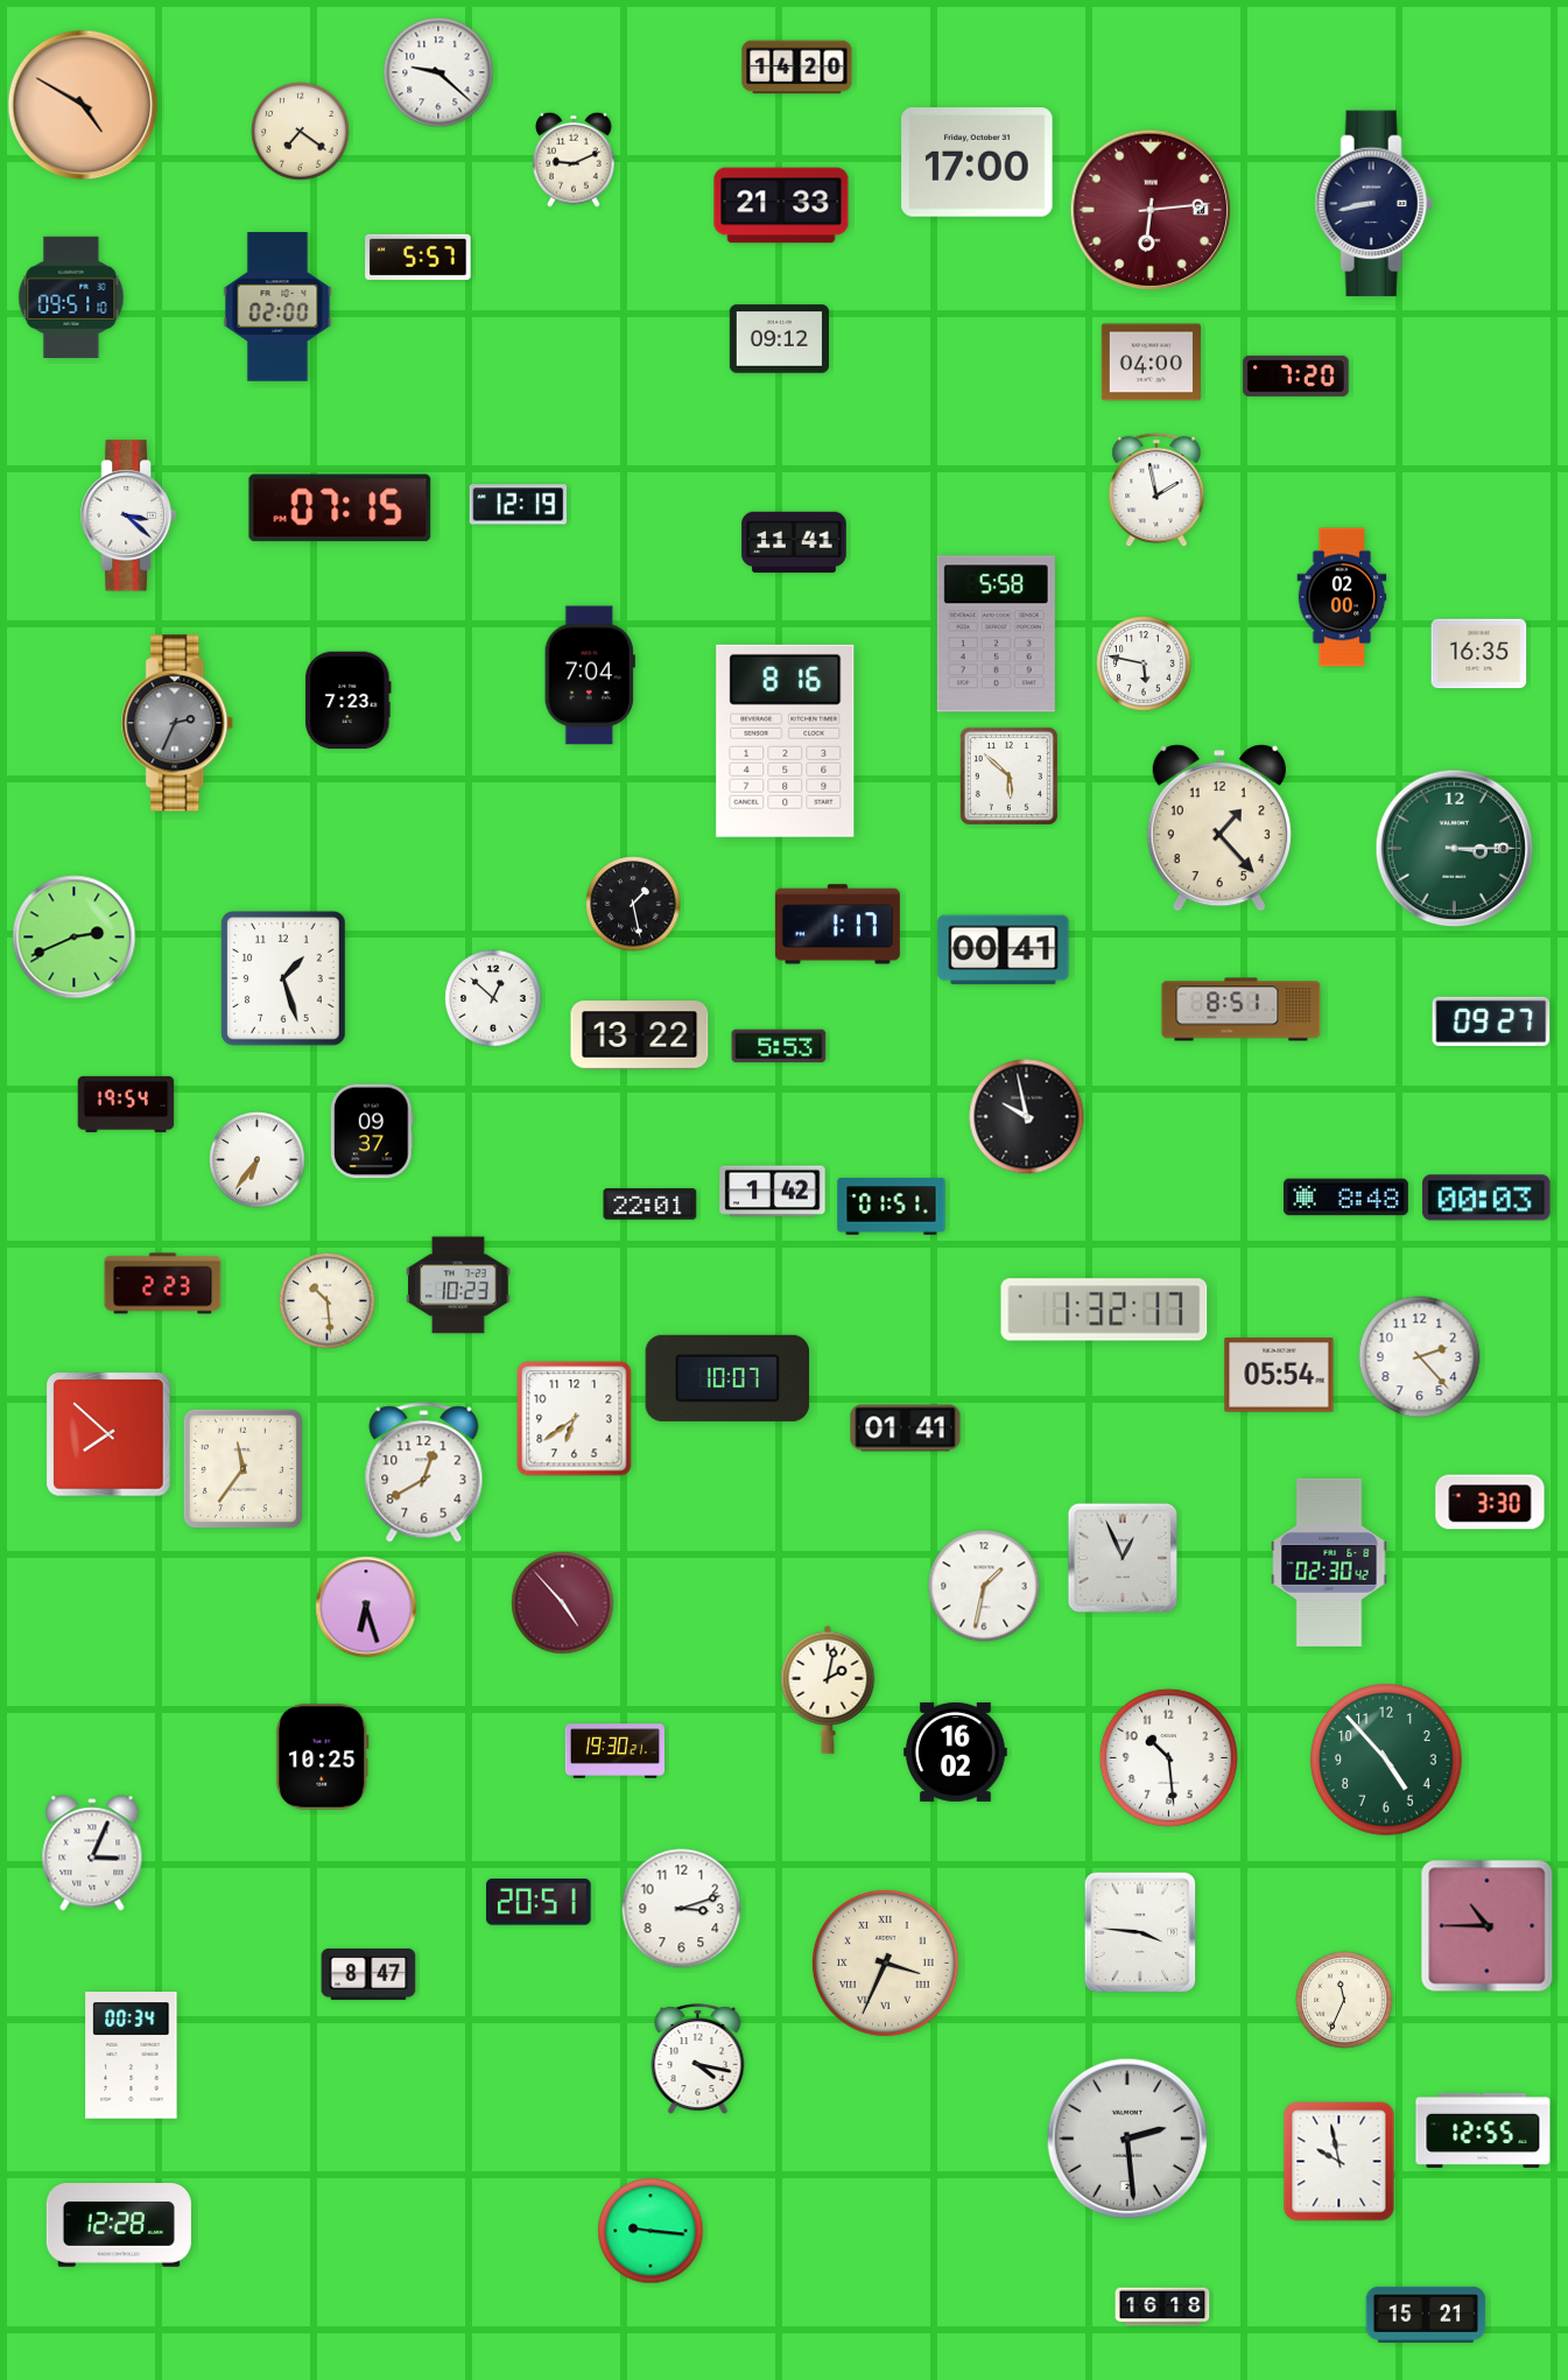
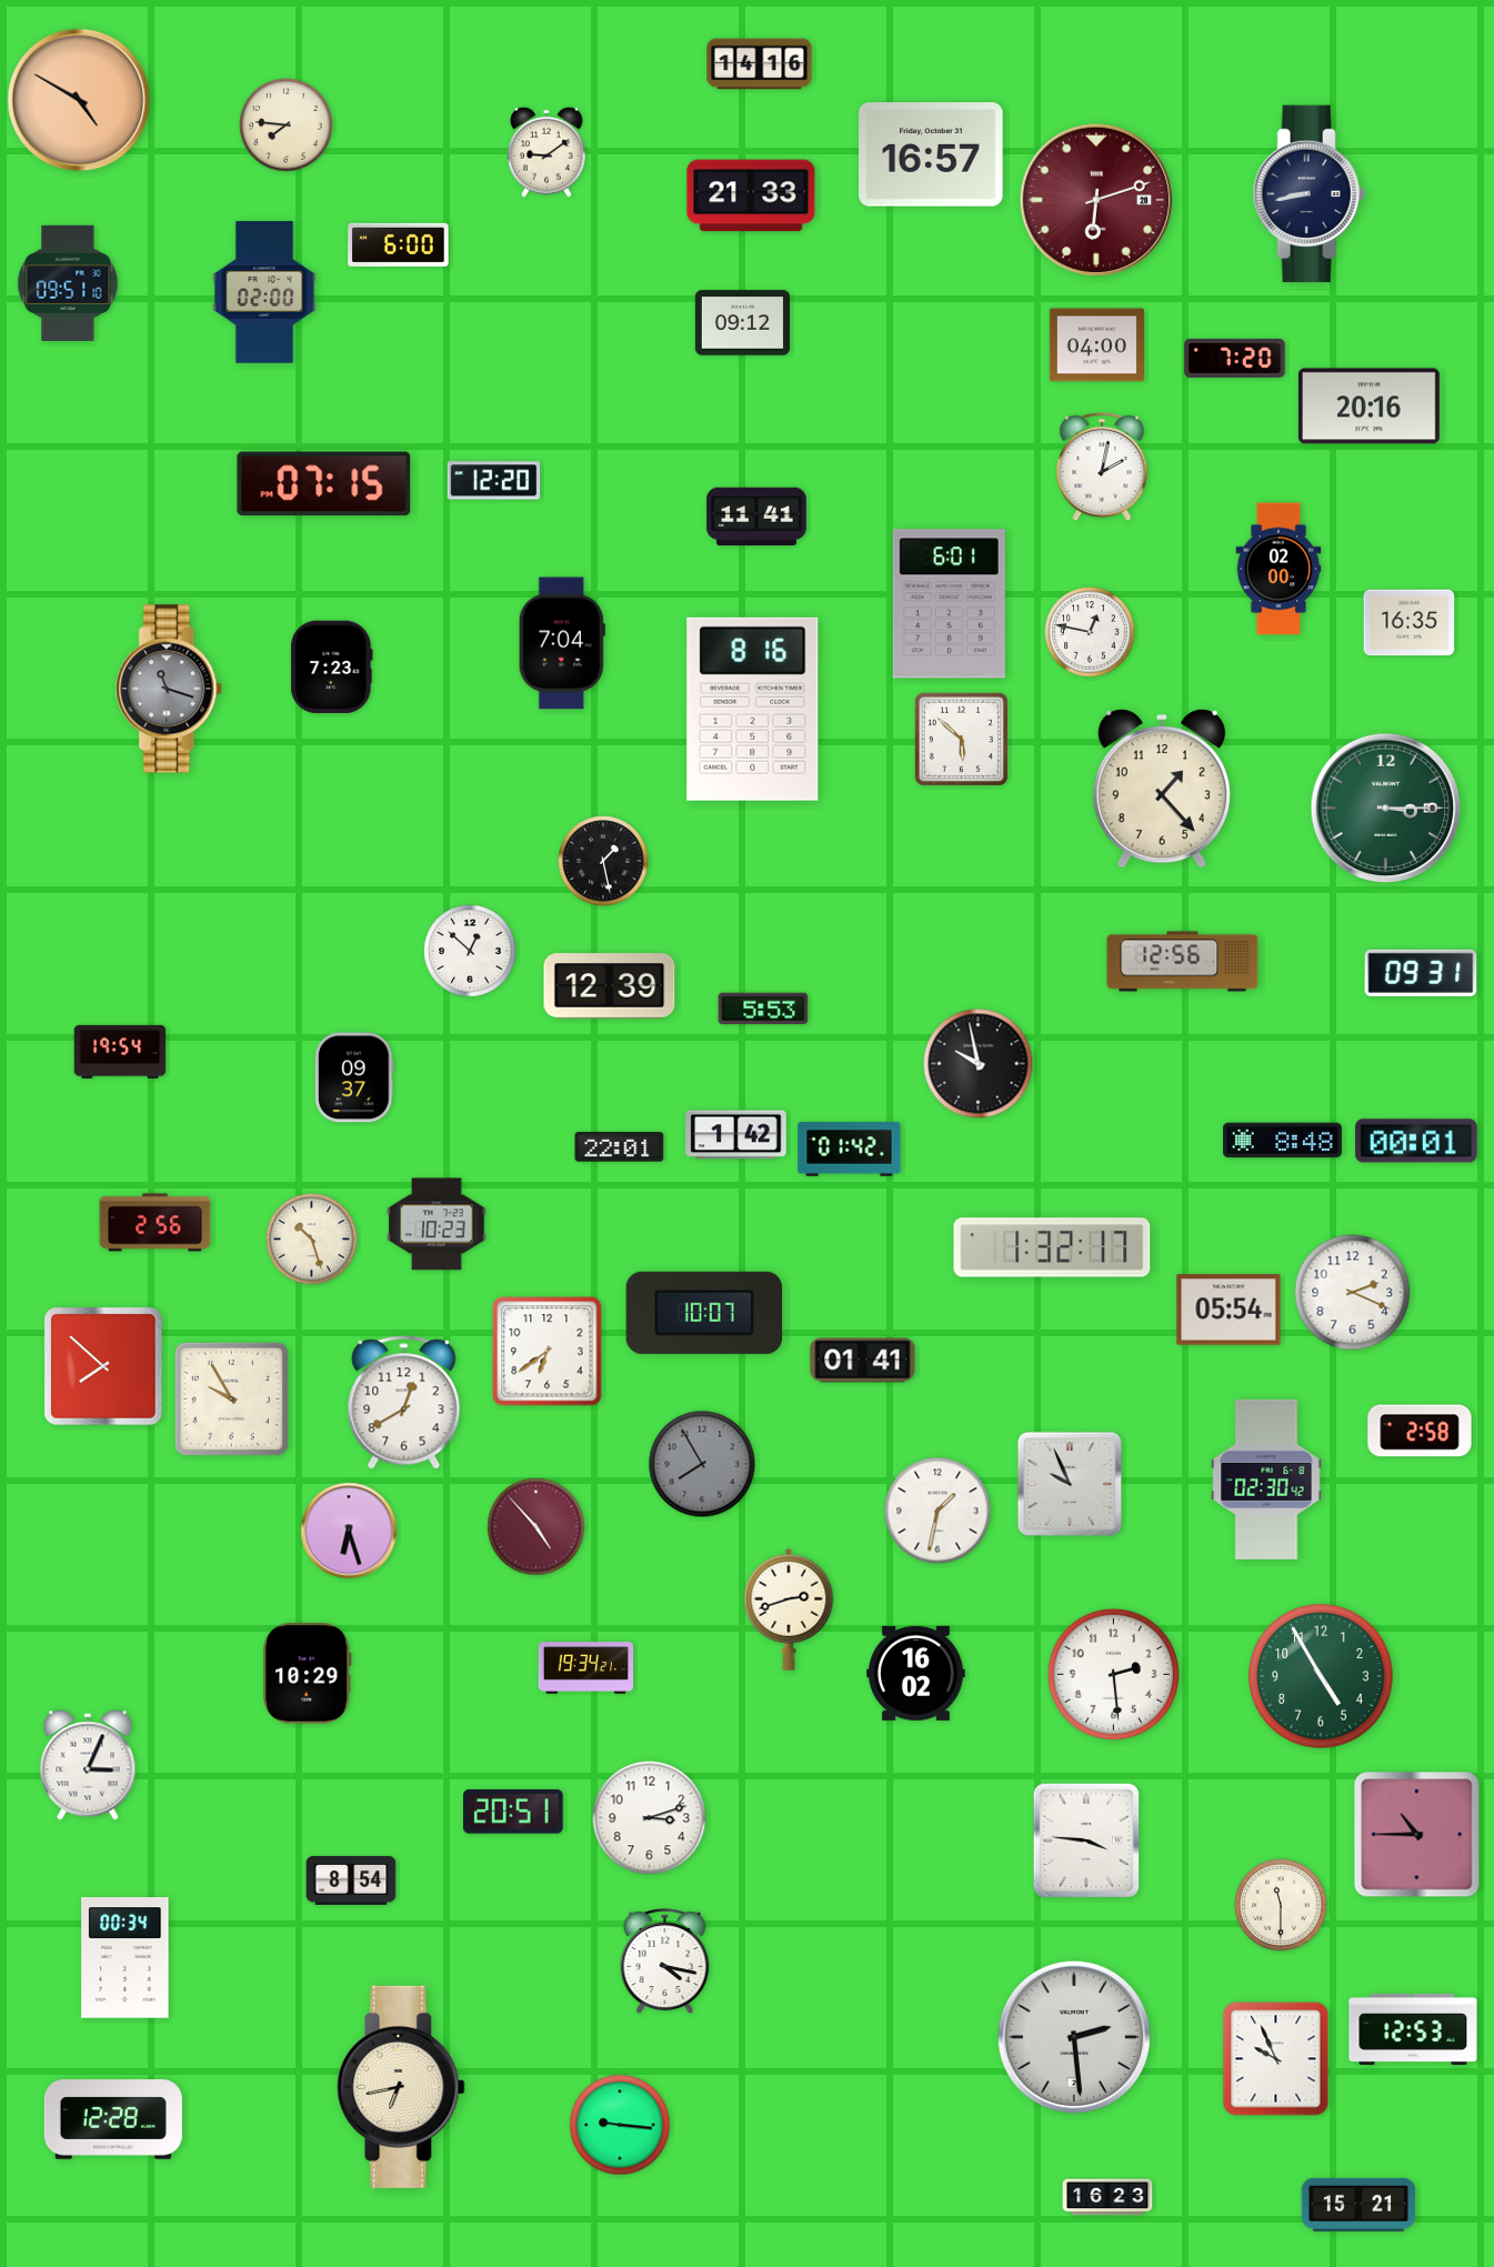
clock at (797, 68): 14:20 -> 14:16
clock at (438, 72): 9:22 -> none
clock at (301, 132): 7:21 -> 7:46
clock at (574, 160): 9:11 -> 9:09
clock at (977, 162): 17:00 -> 16:57
clock at (781, 205) position: (781, 205) -> (751, 195)
clock at (1151, 210): 6:14 -> 6:12
clock at (419, 257): 5:57 -> 6:00
clock at (1368, 407): none -> 20:16
clock at (1156, 490): 1:58 -> 2:02
clock at (519, 505): 12:19 -> 12:20
clock at (128, 515): 3:22 -> none
clock at (996, 634): 5:58 -> 6:01
clock at (1144, 664): 5:47 -> 12:47
clock at (178, 723): 2:34 -> 11:18
clock at (786, 740) position: (786, 740) -> (753, 709)
clock at (837, 925): 1:17 -> none
clock at (75, 938): 2:41 -> none
clock at (1004, 950): 00:41 -> none
clock at (283, 978): 1:27 -> none
clock at (1242, 1010): 8:51 -> 12:56
clock at (1491, 1021): 09:27 -> 09:31
clock at (640, 1035): 13:22 -> 12:39
clock at (779, 1046) position: (779, 1046) -> (763, 1009)
clock at (258, 1160): 6:36 -> none
clock at (1486, 1198): 00:03 -> 00:01
clock at (892, 1207): 01:51 -> 01:42
clock at (163, 1284): 2:23 -> 2:56
clock at (328, 1301): 10:29 -> 10:27
clock at (1420, 1357): 2:23 -> 2:19
clock at (1279, 1375) position: (1279, 1375) -> (1229, 1310)
clock at (727, 1378) position: (727, 1378) -> (704, 1313)
clock at (242, 1468): 11:36 -> 9:55
clock at (1490, 1502): 3:30 -> 2:58
clock at (702, 1464): none -> 7:55
clock at (1123, 1557): 12:56 -> 9:56
clock at (1329, 1563) position: (1329, 1563) -> (1266, 1479)
clock at (828, 1690): 2:02 -> 2:42
clock at (614, 1751): 19:30 -> 19:34
clock at (956, 1751) position: (956, 1751) -> (916, 1673)
clock at (323, 1757): 10:25 -> 10:29
clock at (1168, 1757): 10:29 -> 2:29
clock at (1386, 1760): 4:53 -> 4:55
clock at (885, 1963): 3:34 -> none
clock at (368, 1974): 8:47 -> 8:54
clock at (1344, 2000): 11:34 -> 11:30
clock at (1483, 2130): 12:55 -> 12:53
clock at (1340, 2162): 9:58 -> 9:56
clock at (401, 2087): none -> 6:43
clock at (1162, 2307): 16:18 -> 16:23
